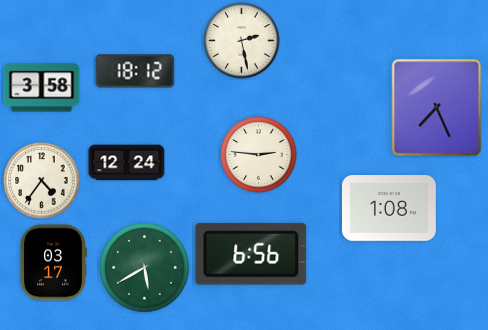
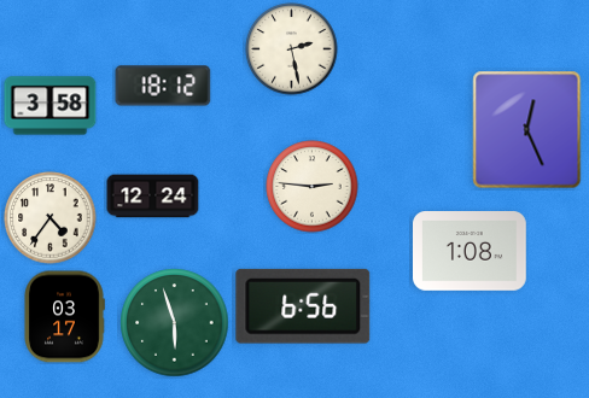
clock at (437, 108): 7:26 -> 12:26
clock at (145, 268): 5:40 -> 5:57
